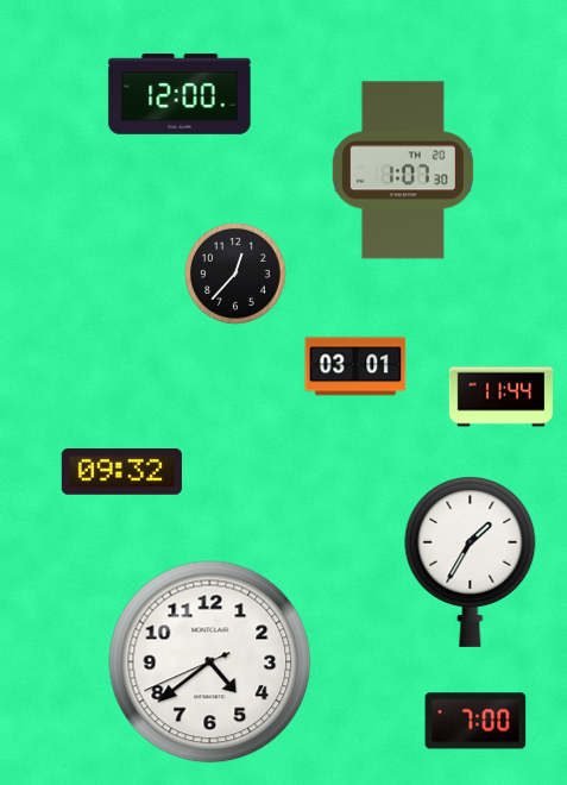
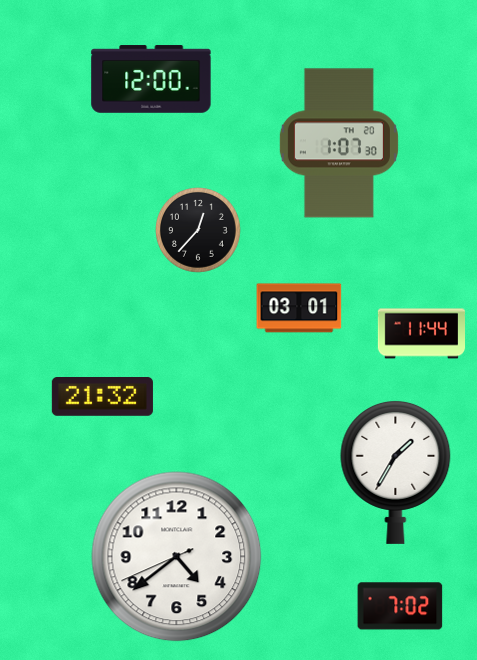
clock at (121, 472): 09:32 -> 21:32
clock at (475, 721): 7:00 -> 7:02
